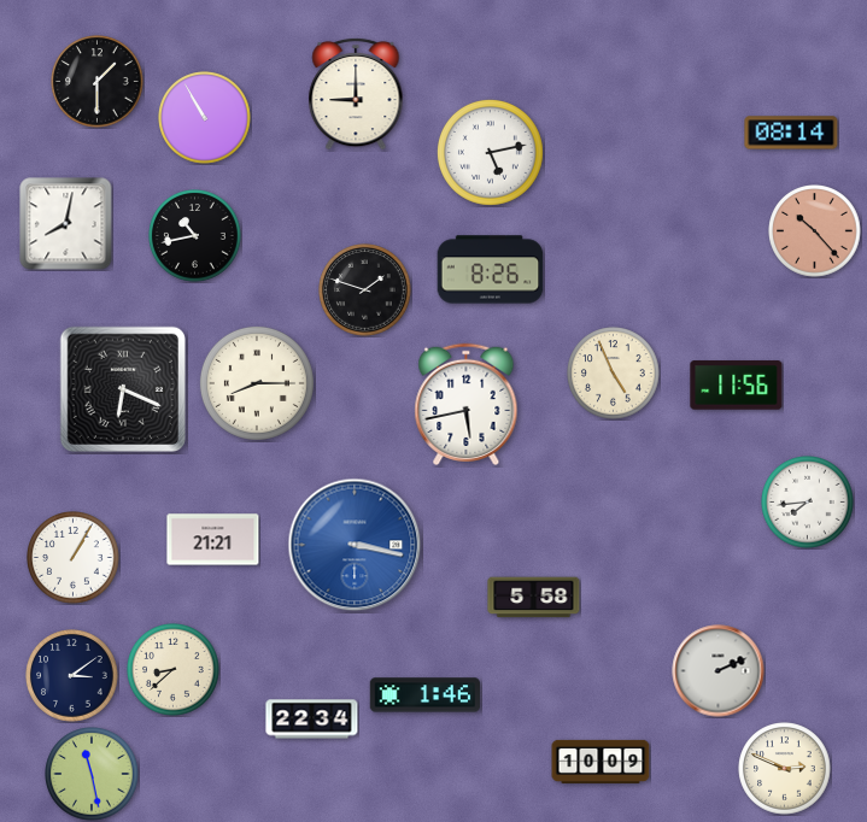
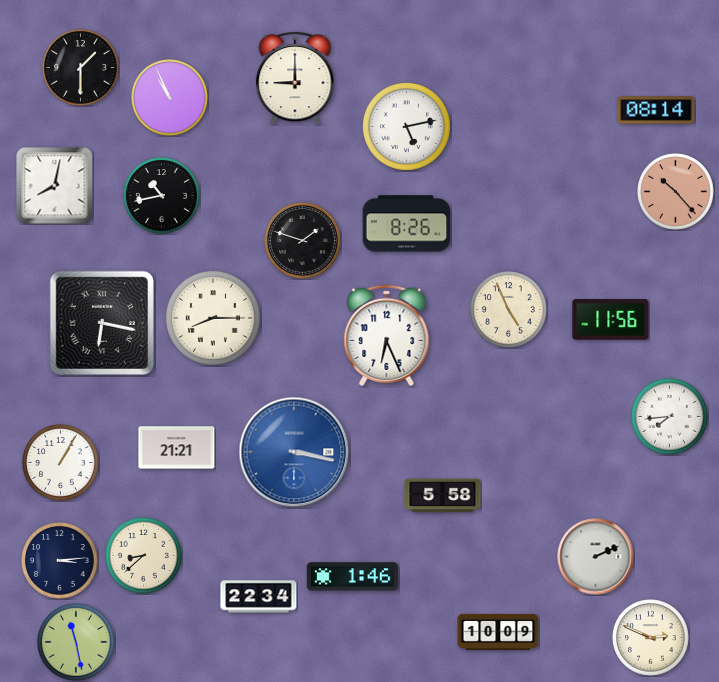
clock at (205, 118): 10:55 -> 10:56
clock at (123, 389): 6:19 -> 6:17
clock at (467, 404): 5:43 -> 6:26
clock at (72, 676): 3:09 -> 3:14
